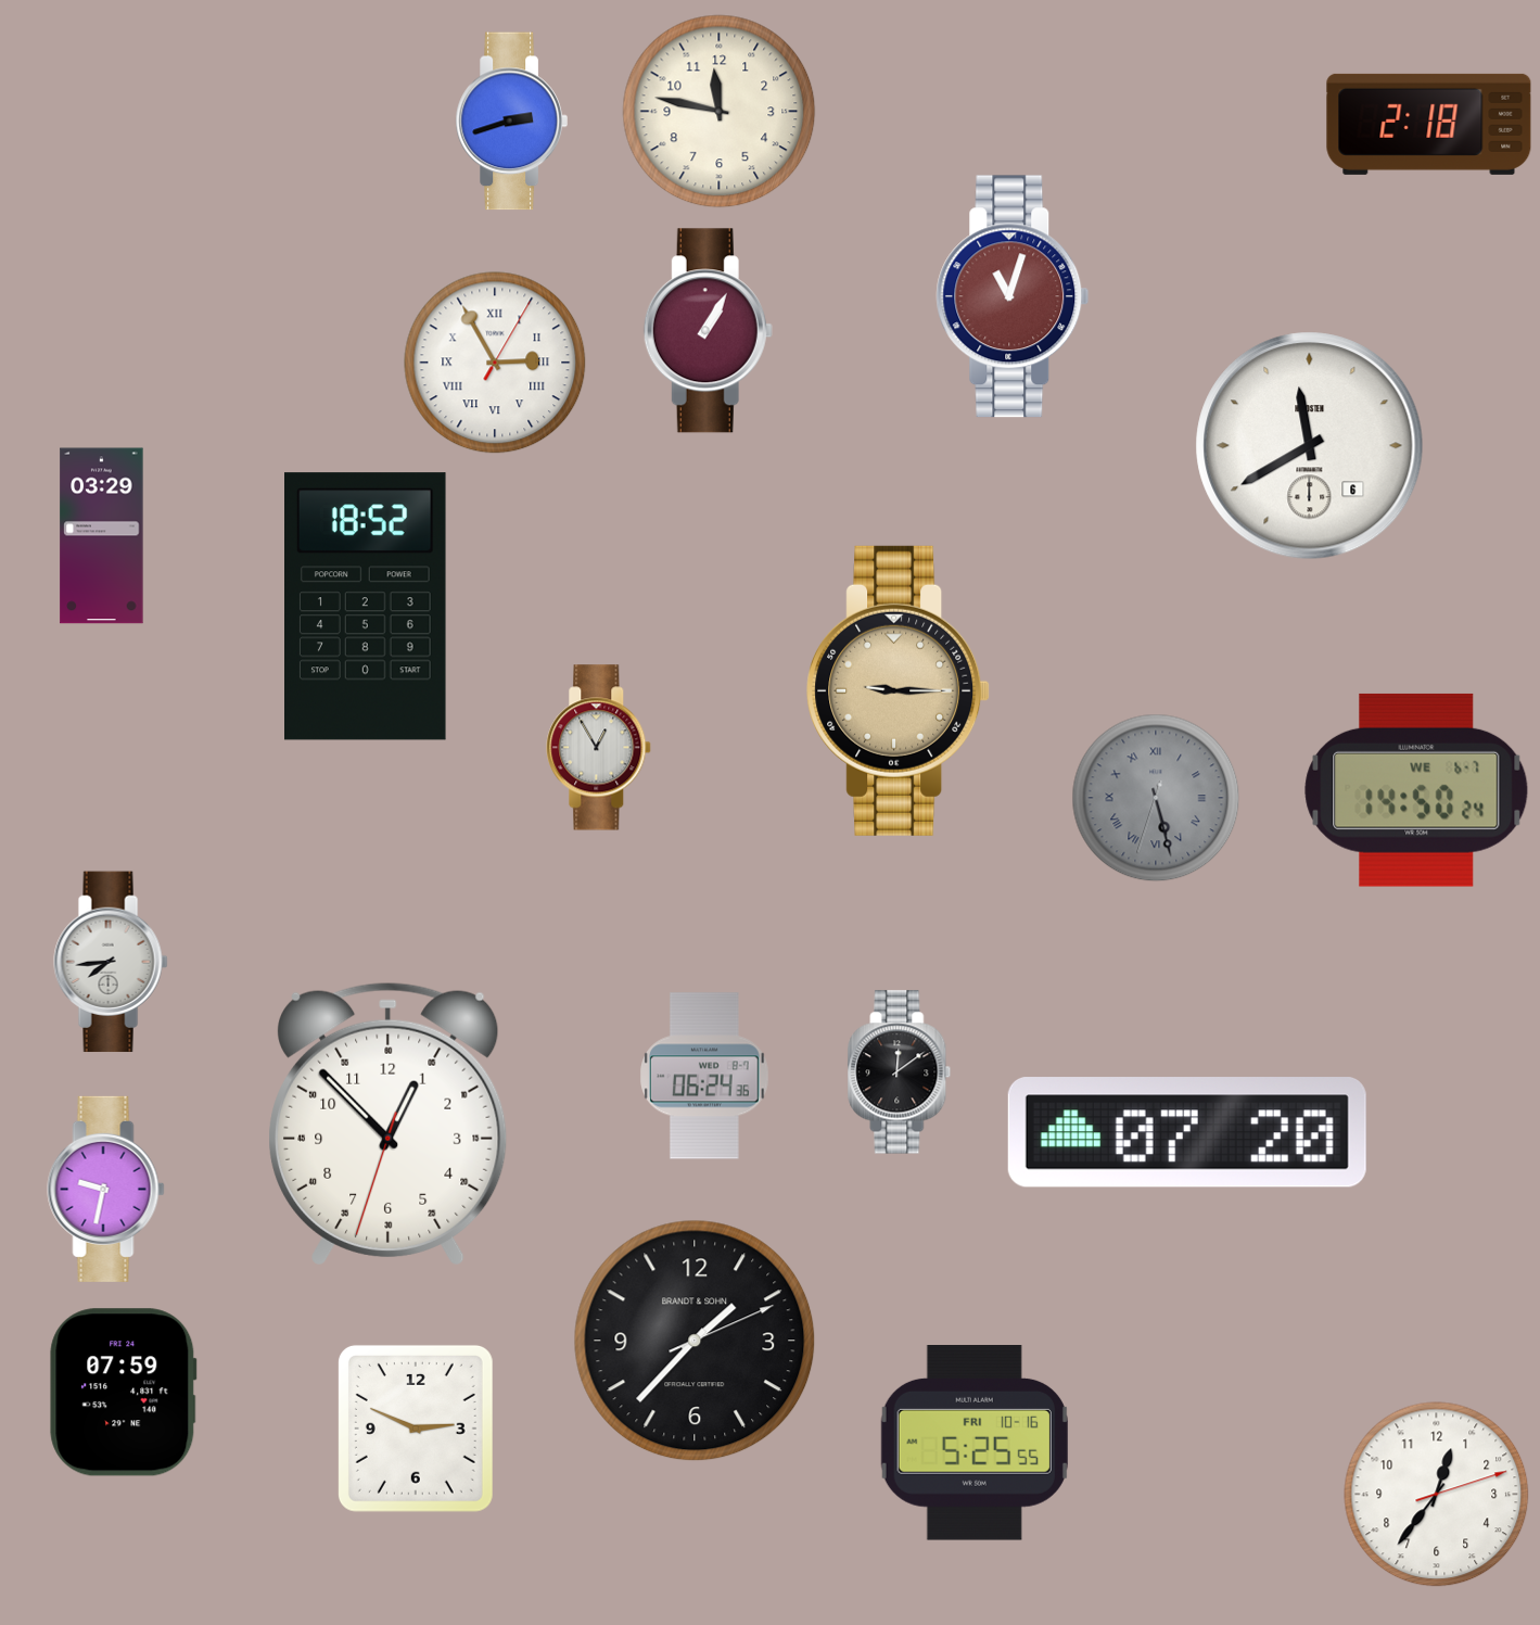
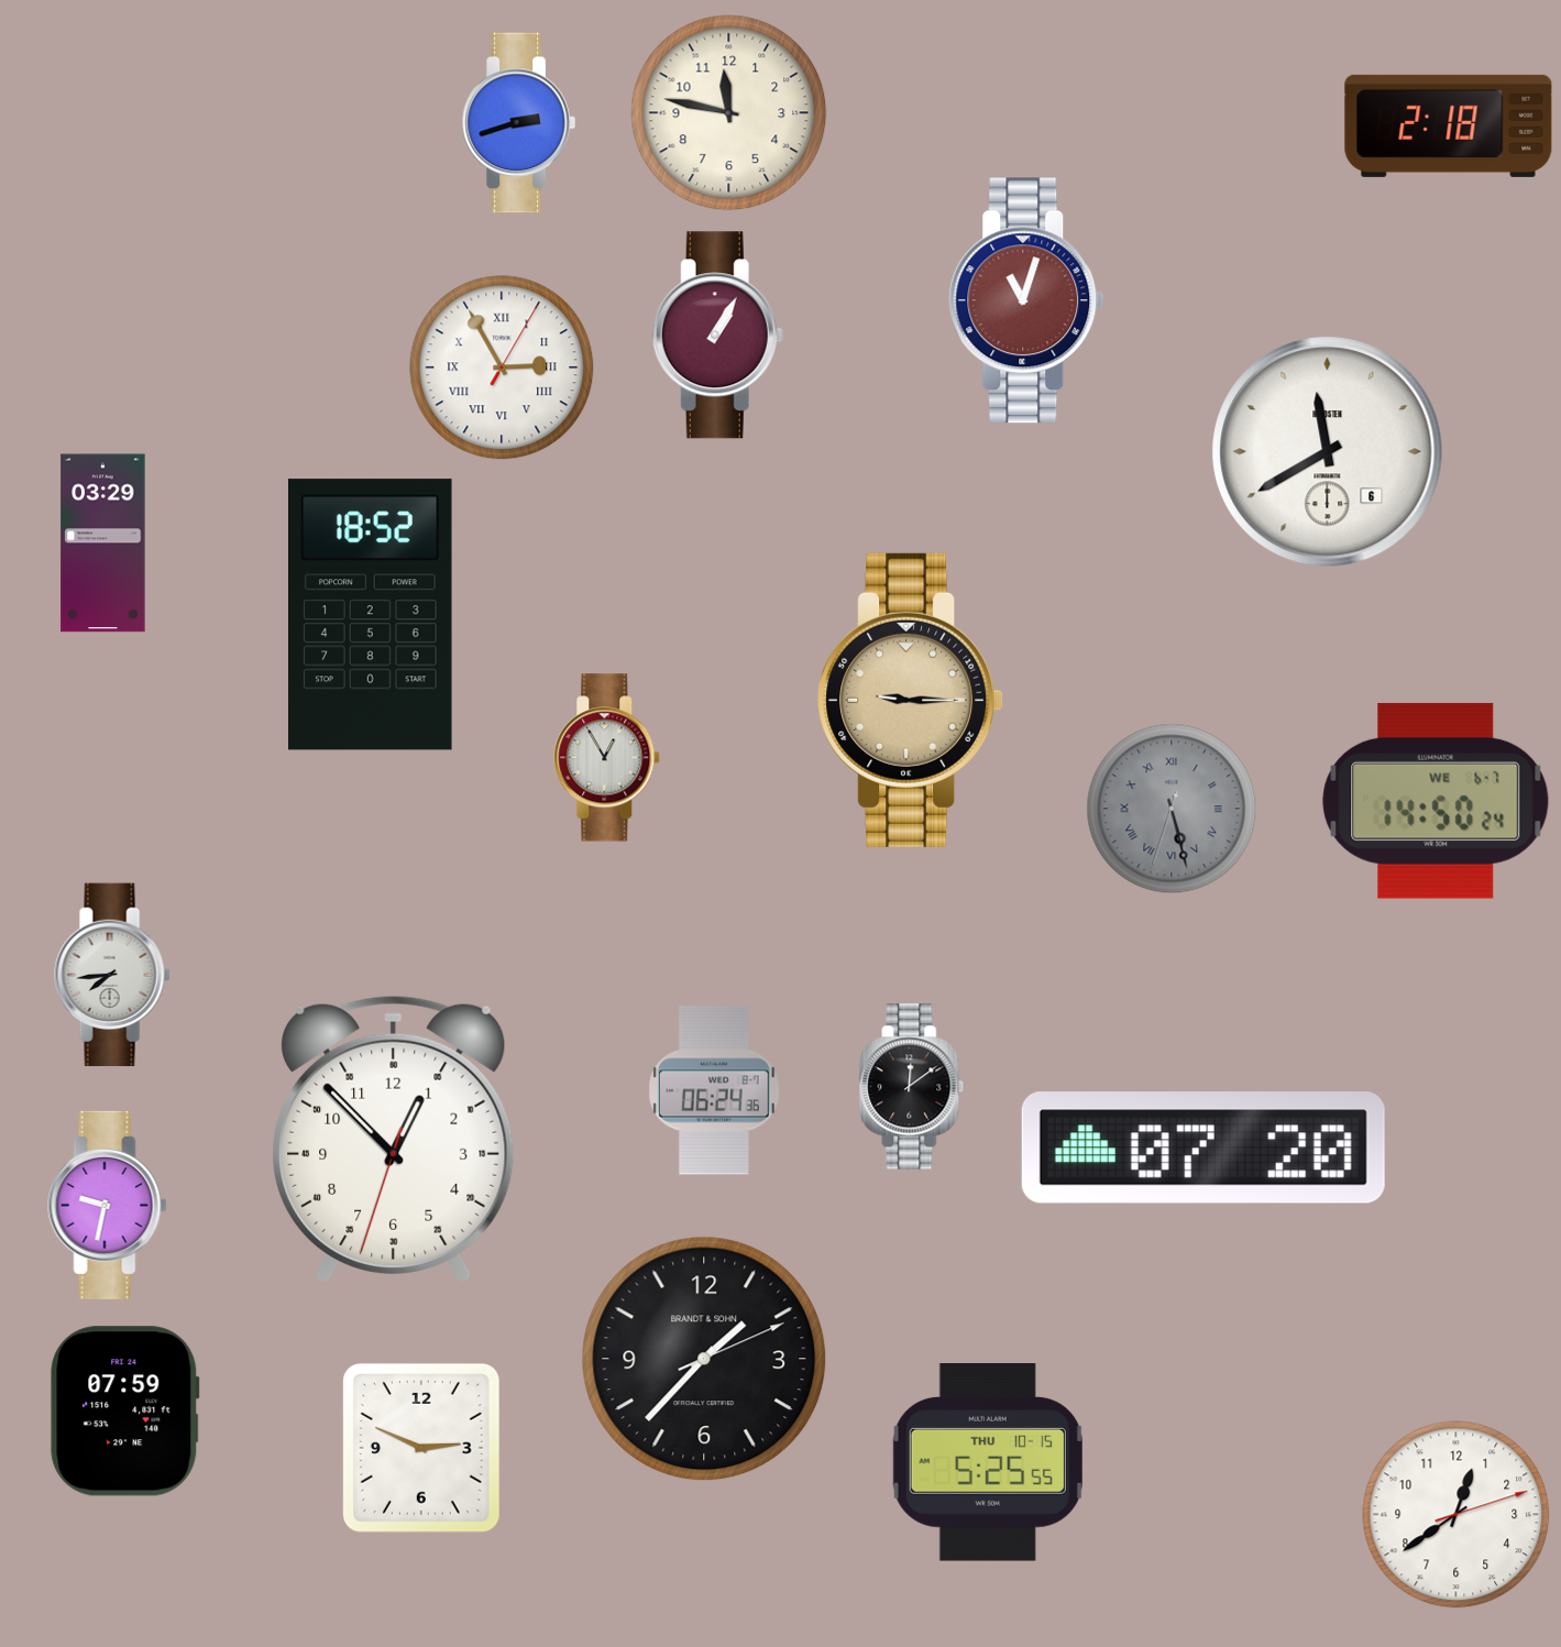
clock at (975, 1444) date: FRI 10-16 -> THU 10-15
clock at (1437, 1495): 12:36 -> 12:39
